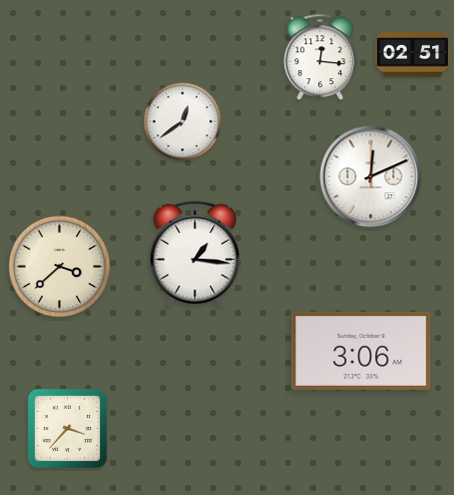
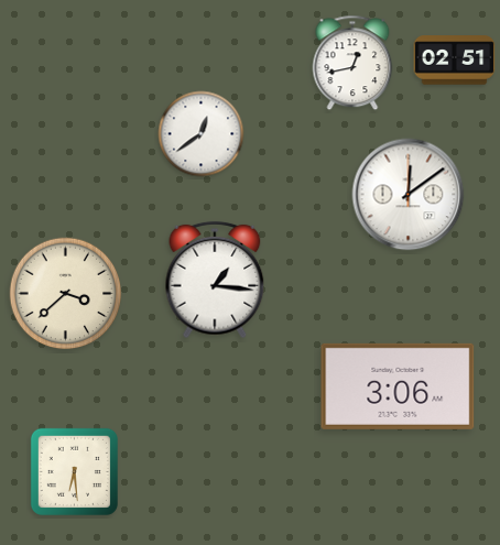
clock at (320, 57): 12:16 -> 12:43
clock at (371, 177): 12:11 -> 12:09
clock at (67, 428): 3:37 -> 6:29
